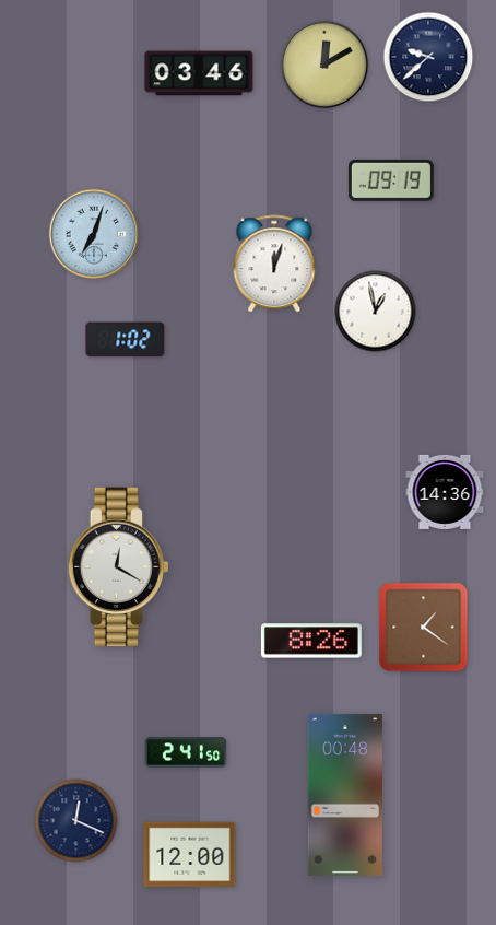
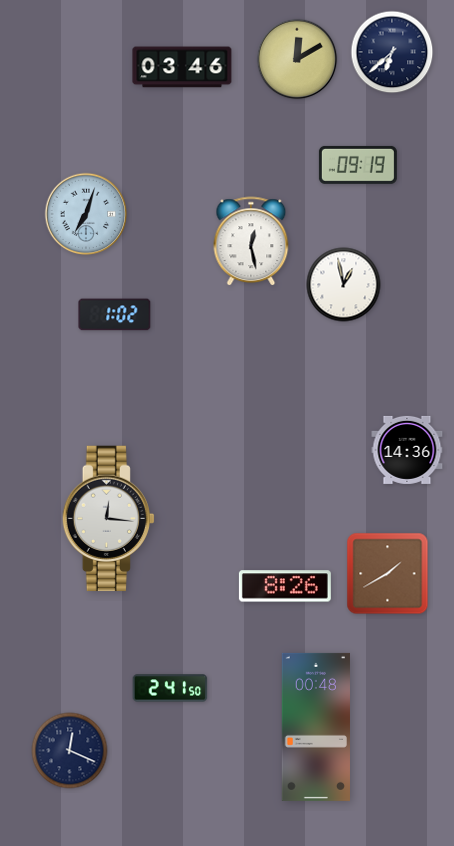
clock at (428, 57): 9:38 -> 6:38
clock at (274, 265): 12:03 -> 12:28
clock at (126, 340) position: (126, 340) -> (115, 315)
clock at (118, 567): 12:20 -> 12:16
clock at (424, 628): 1:21 -> 1:40
clock at (190, 855): 12:00 -> none
